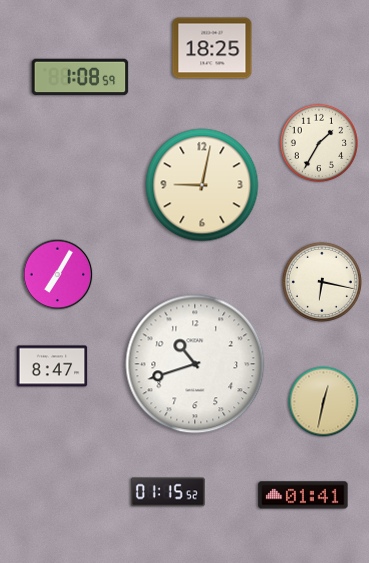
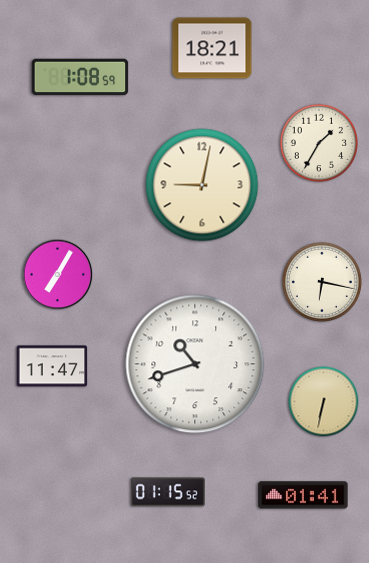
clock at (212, 48): 18:25 -> 18:21
clock at (52, 366): 8:47 -> 11:47
clock at (324, 402): 12:32 -> 6:32
